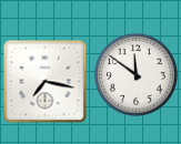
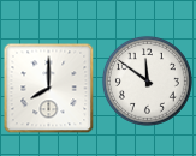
clock at (46, 82): 7:17 -> 8:00
